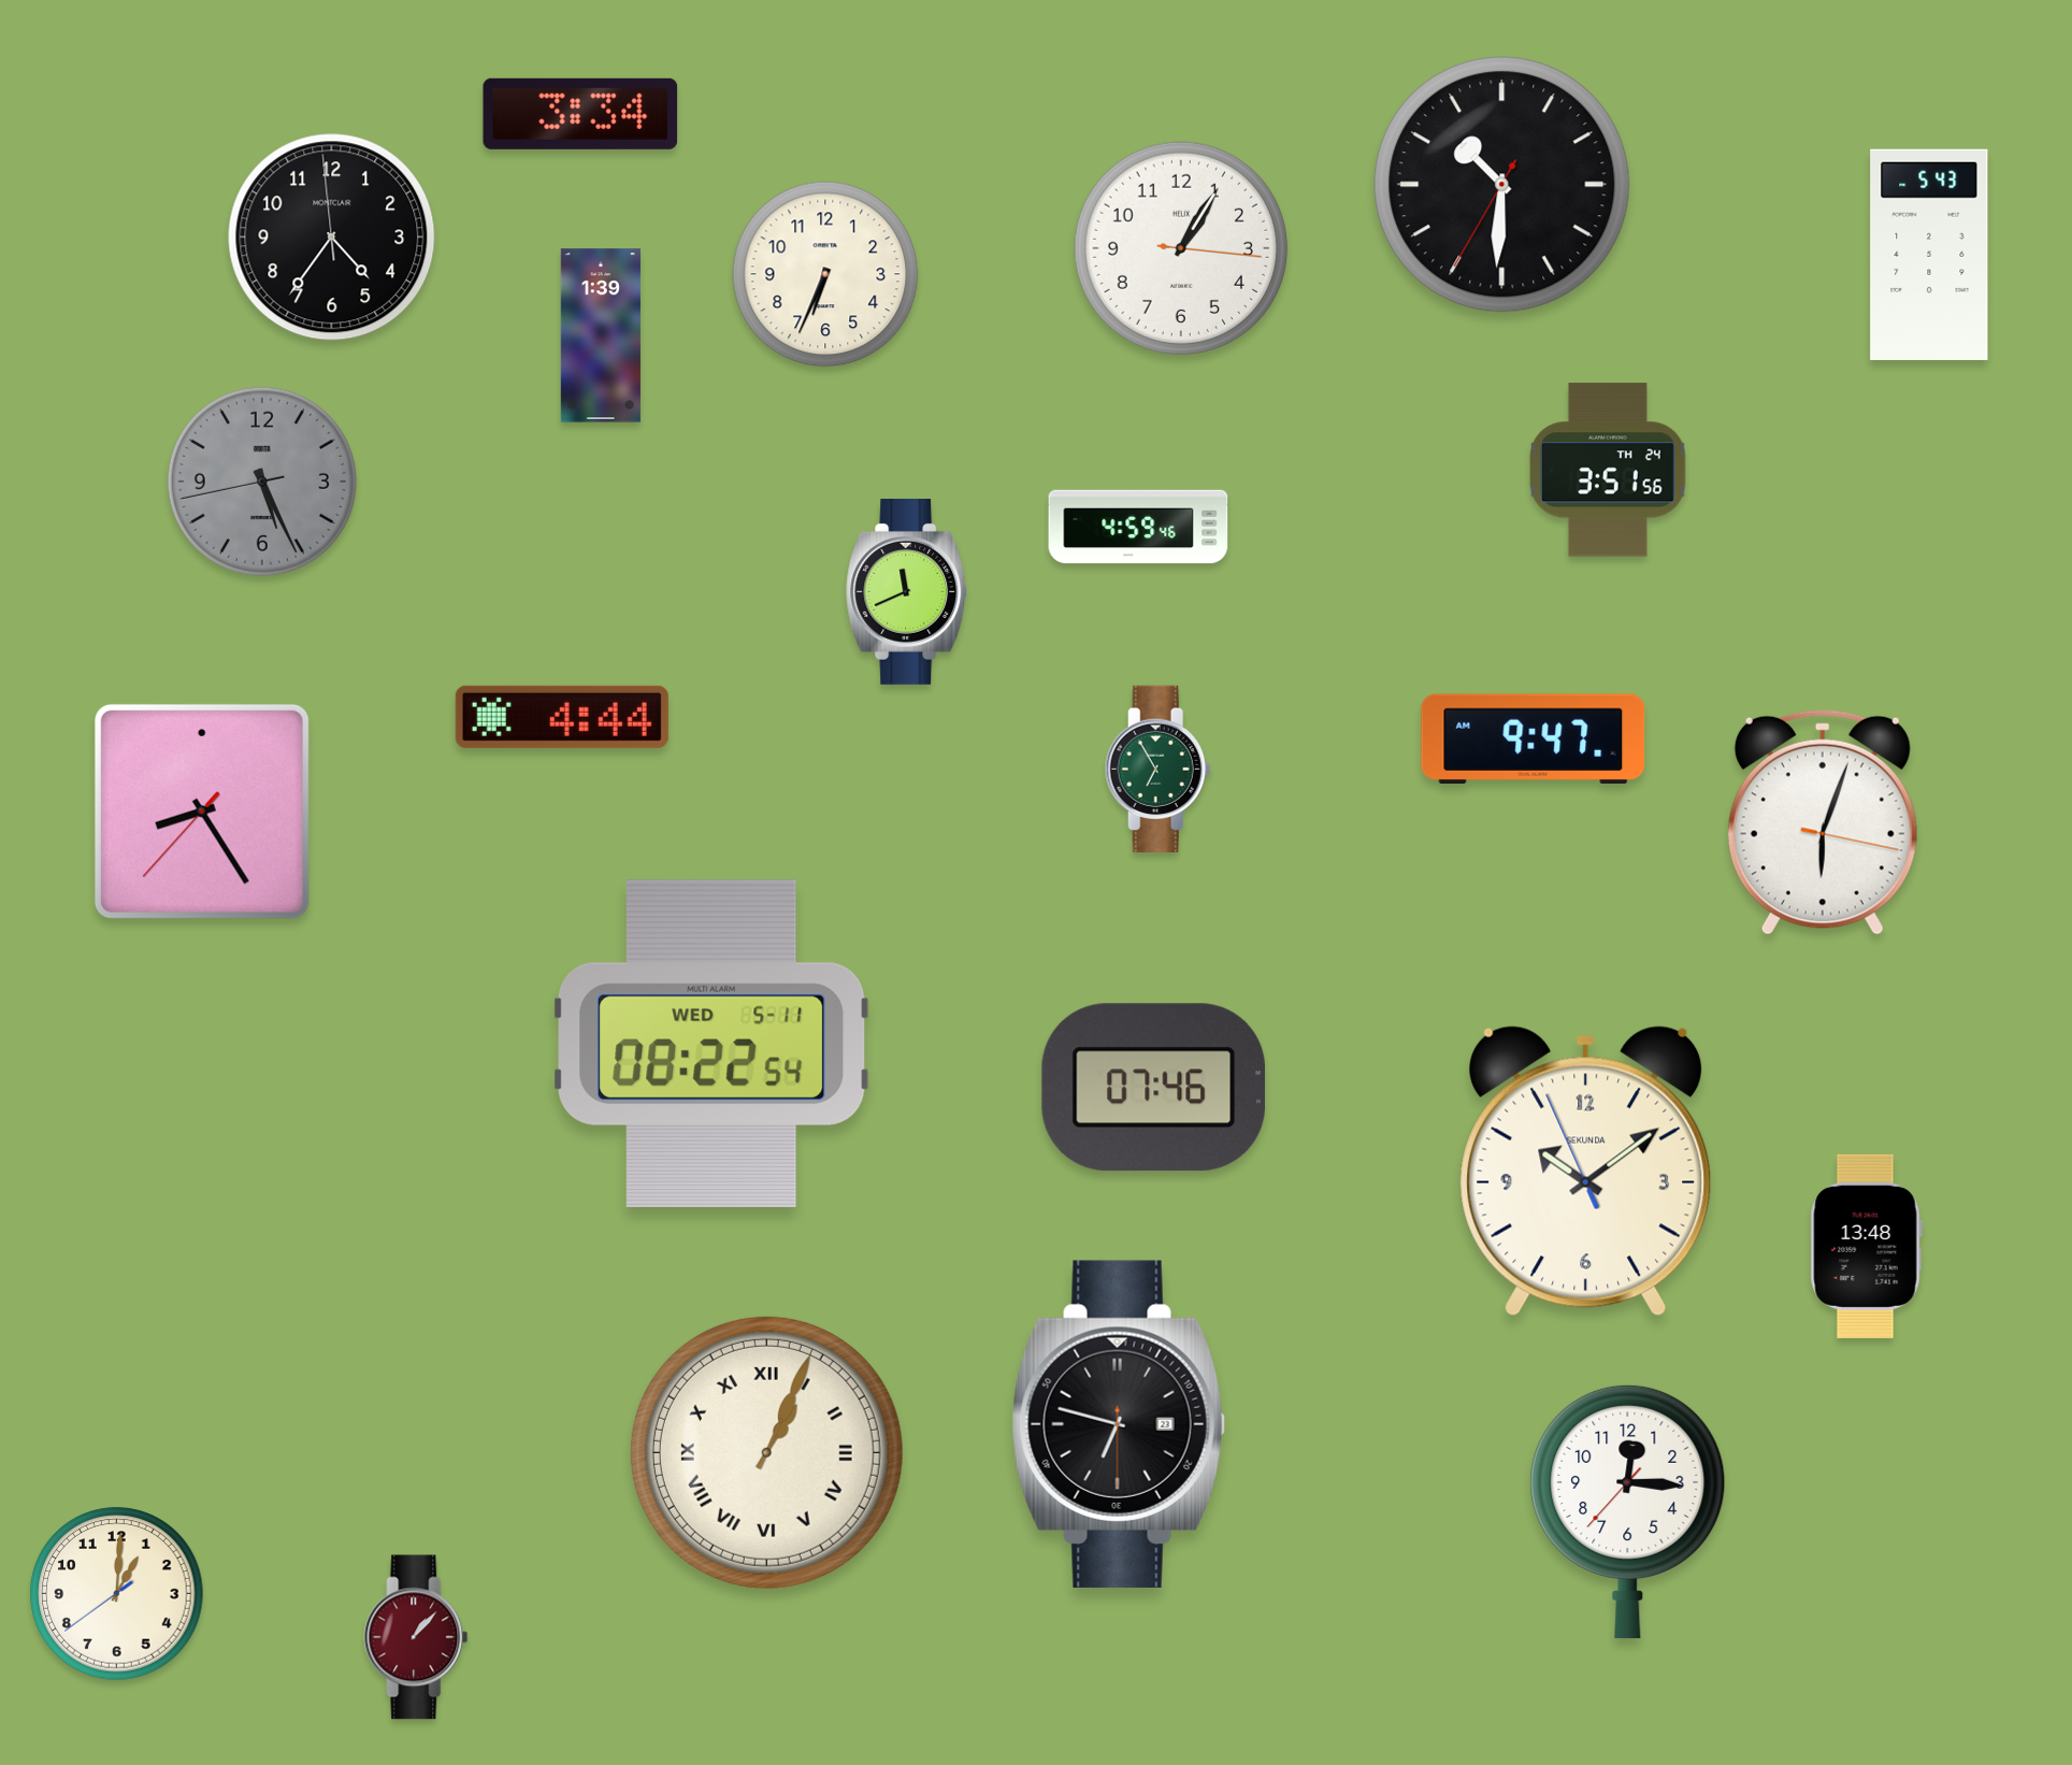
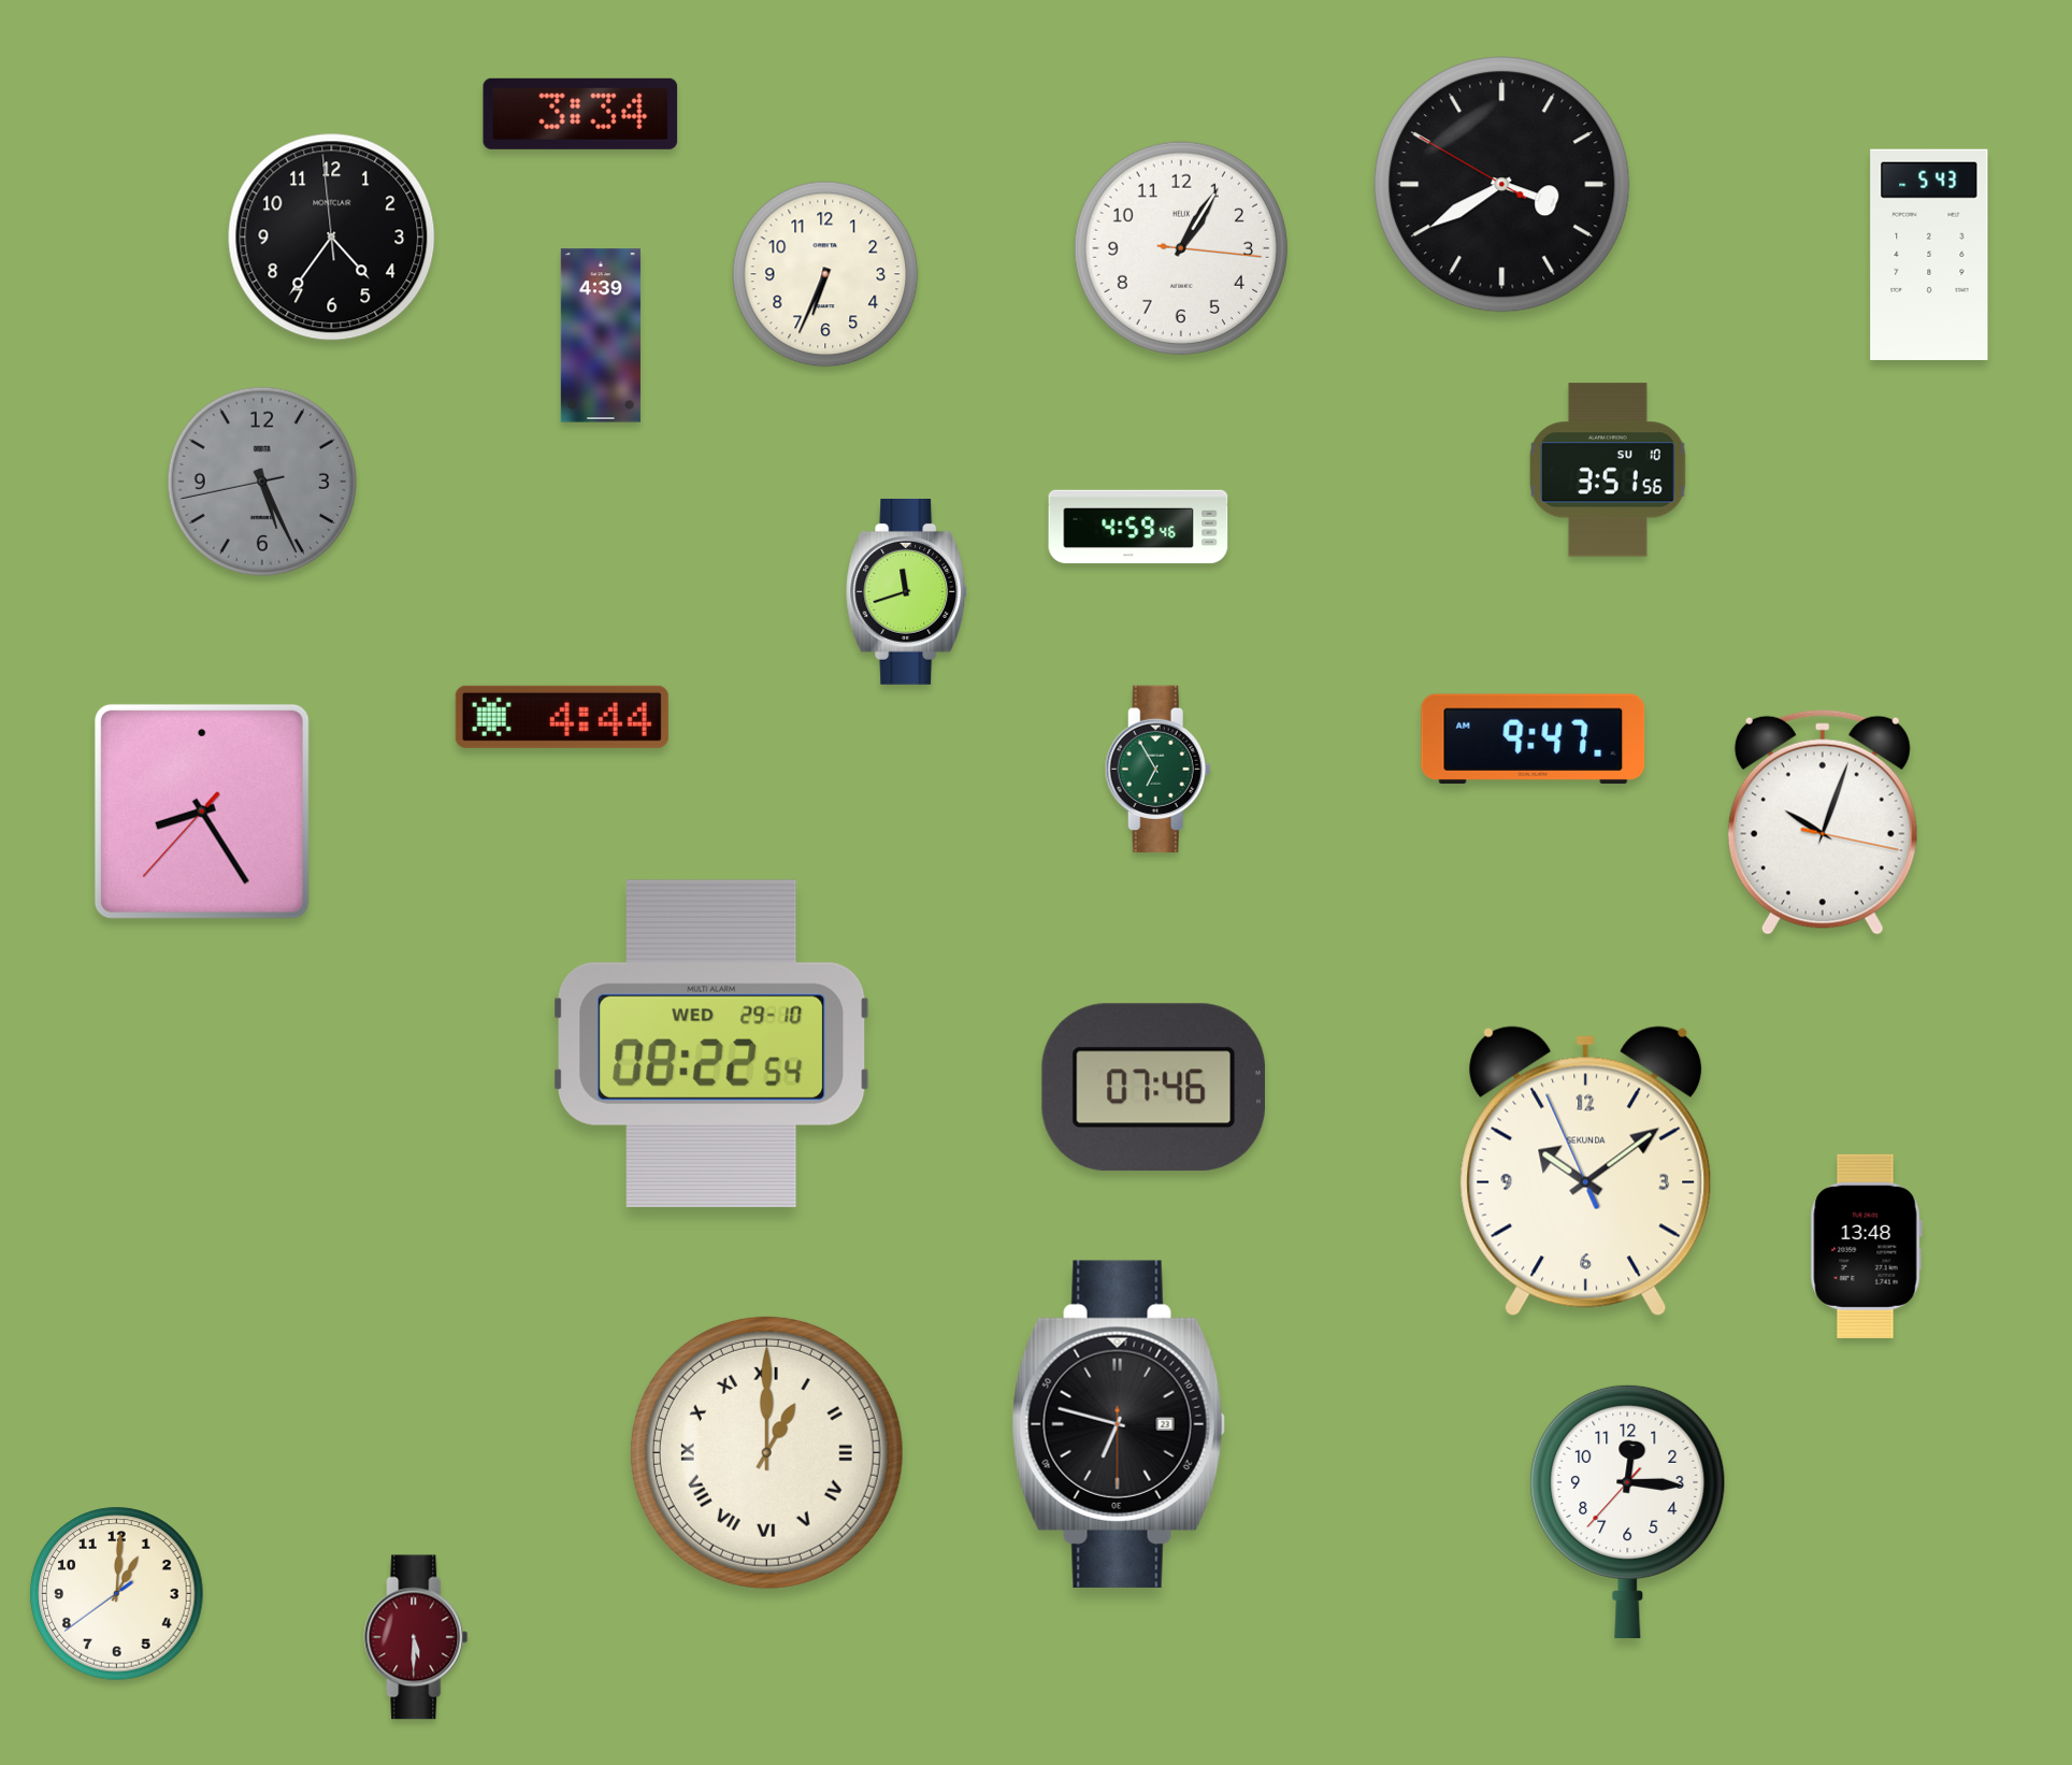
clock at (1502, 185): 10:30 -> 3:39
clock at (601, 335): 1:39 -> 4:39
clock at (1608, 470) date: TH 24 -> SU 10
clock at (907, 591): 11:41 -> 11:42
clock at (1823, 822): 6:03 -> 10:03
clock at (711, 1044) date: WED 5-11 -> WED 29-10
clock at (766, 1452): 1:04 -> 1:00
clock at (416, 1637): 1:07 -> 5:30
